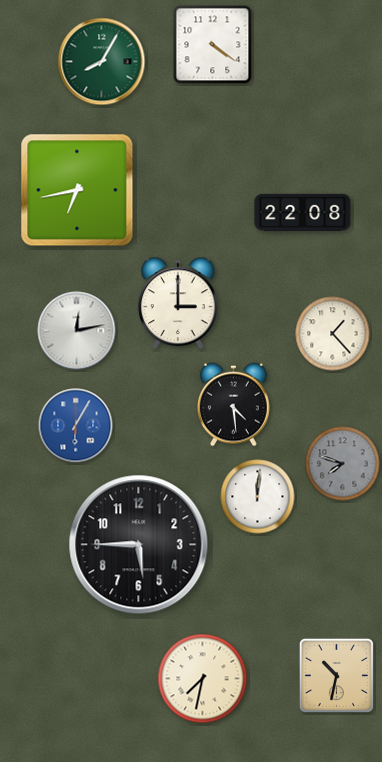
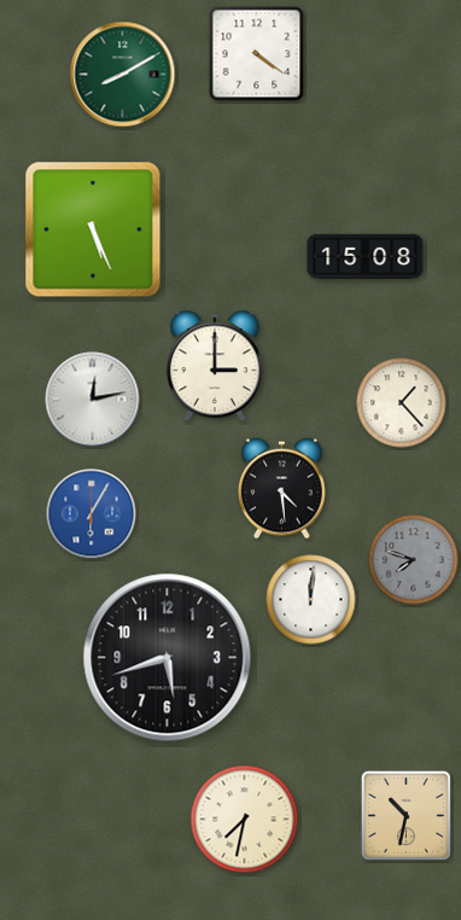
clock at (102, 62): 8:05 -> 8:10
clock at (77, 190): 6:43 -> 5:26
clock at (303, 212): 22:08 -> 15:08
clock at (139, 545): 5:45 -> 5:42
